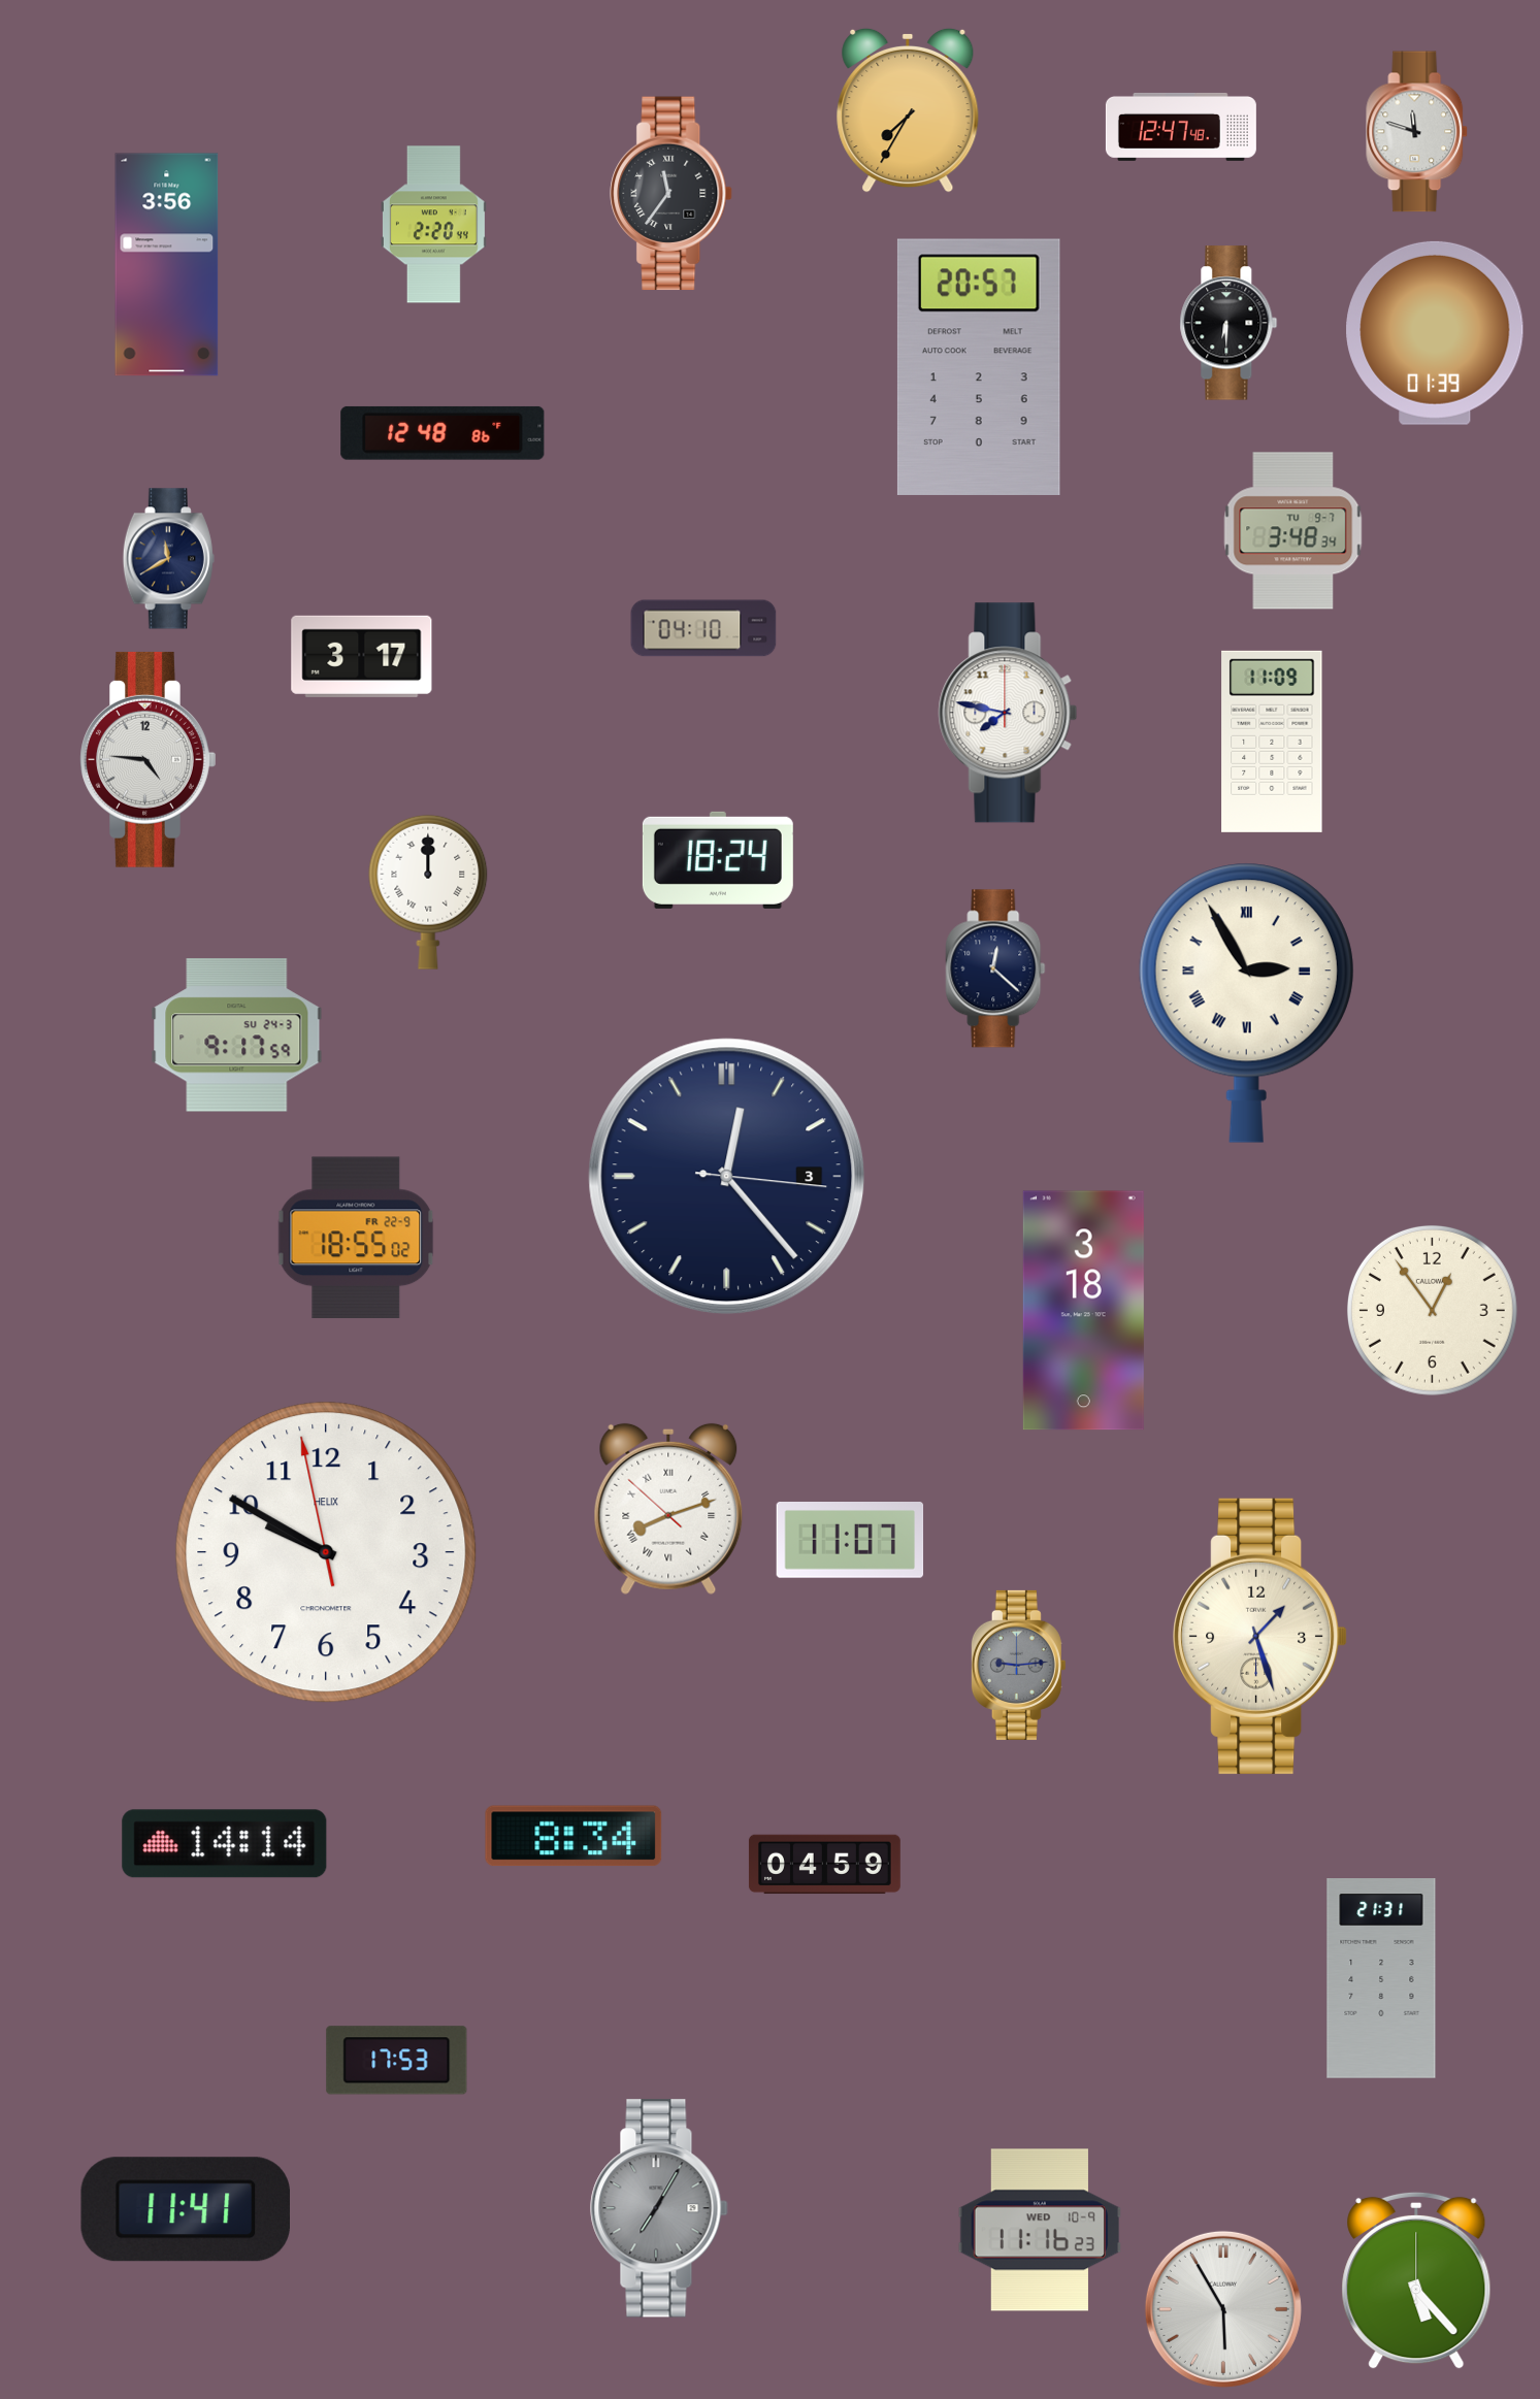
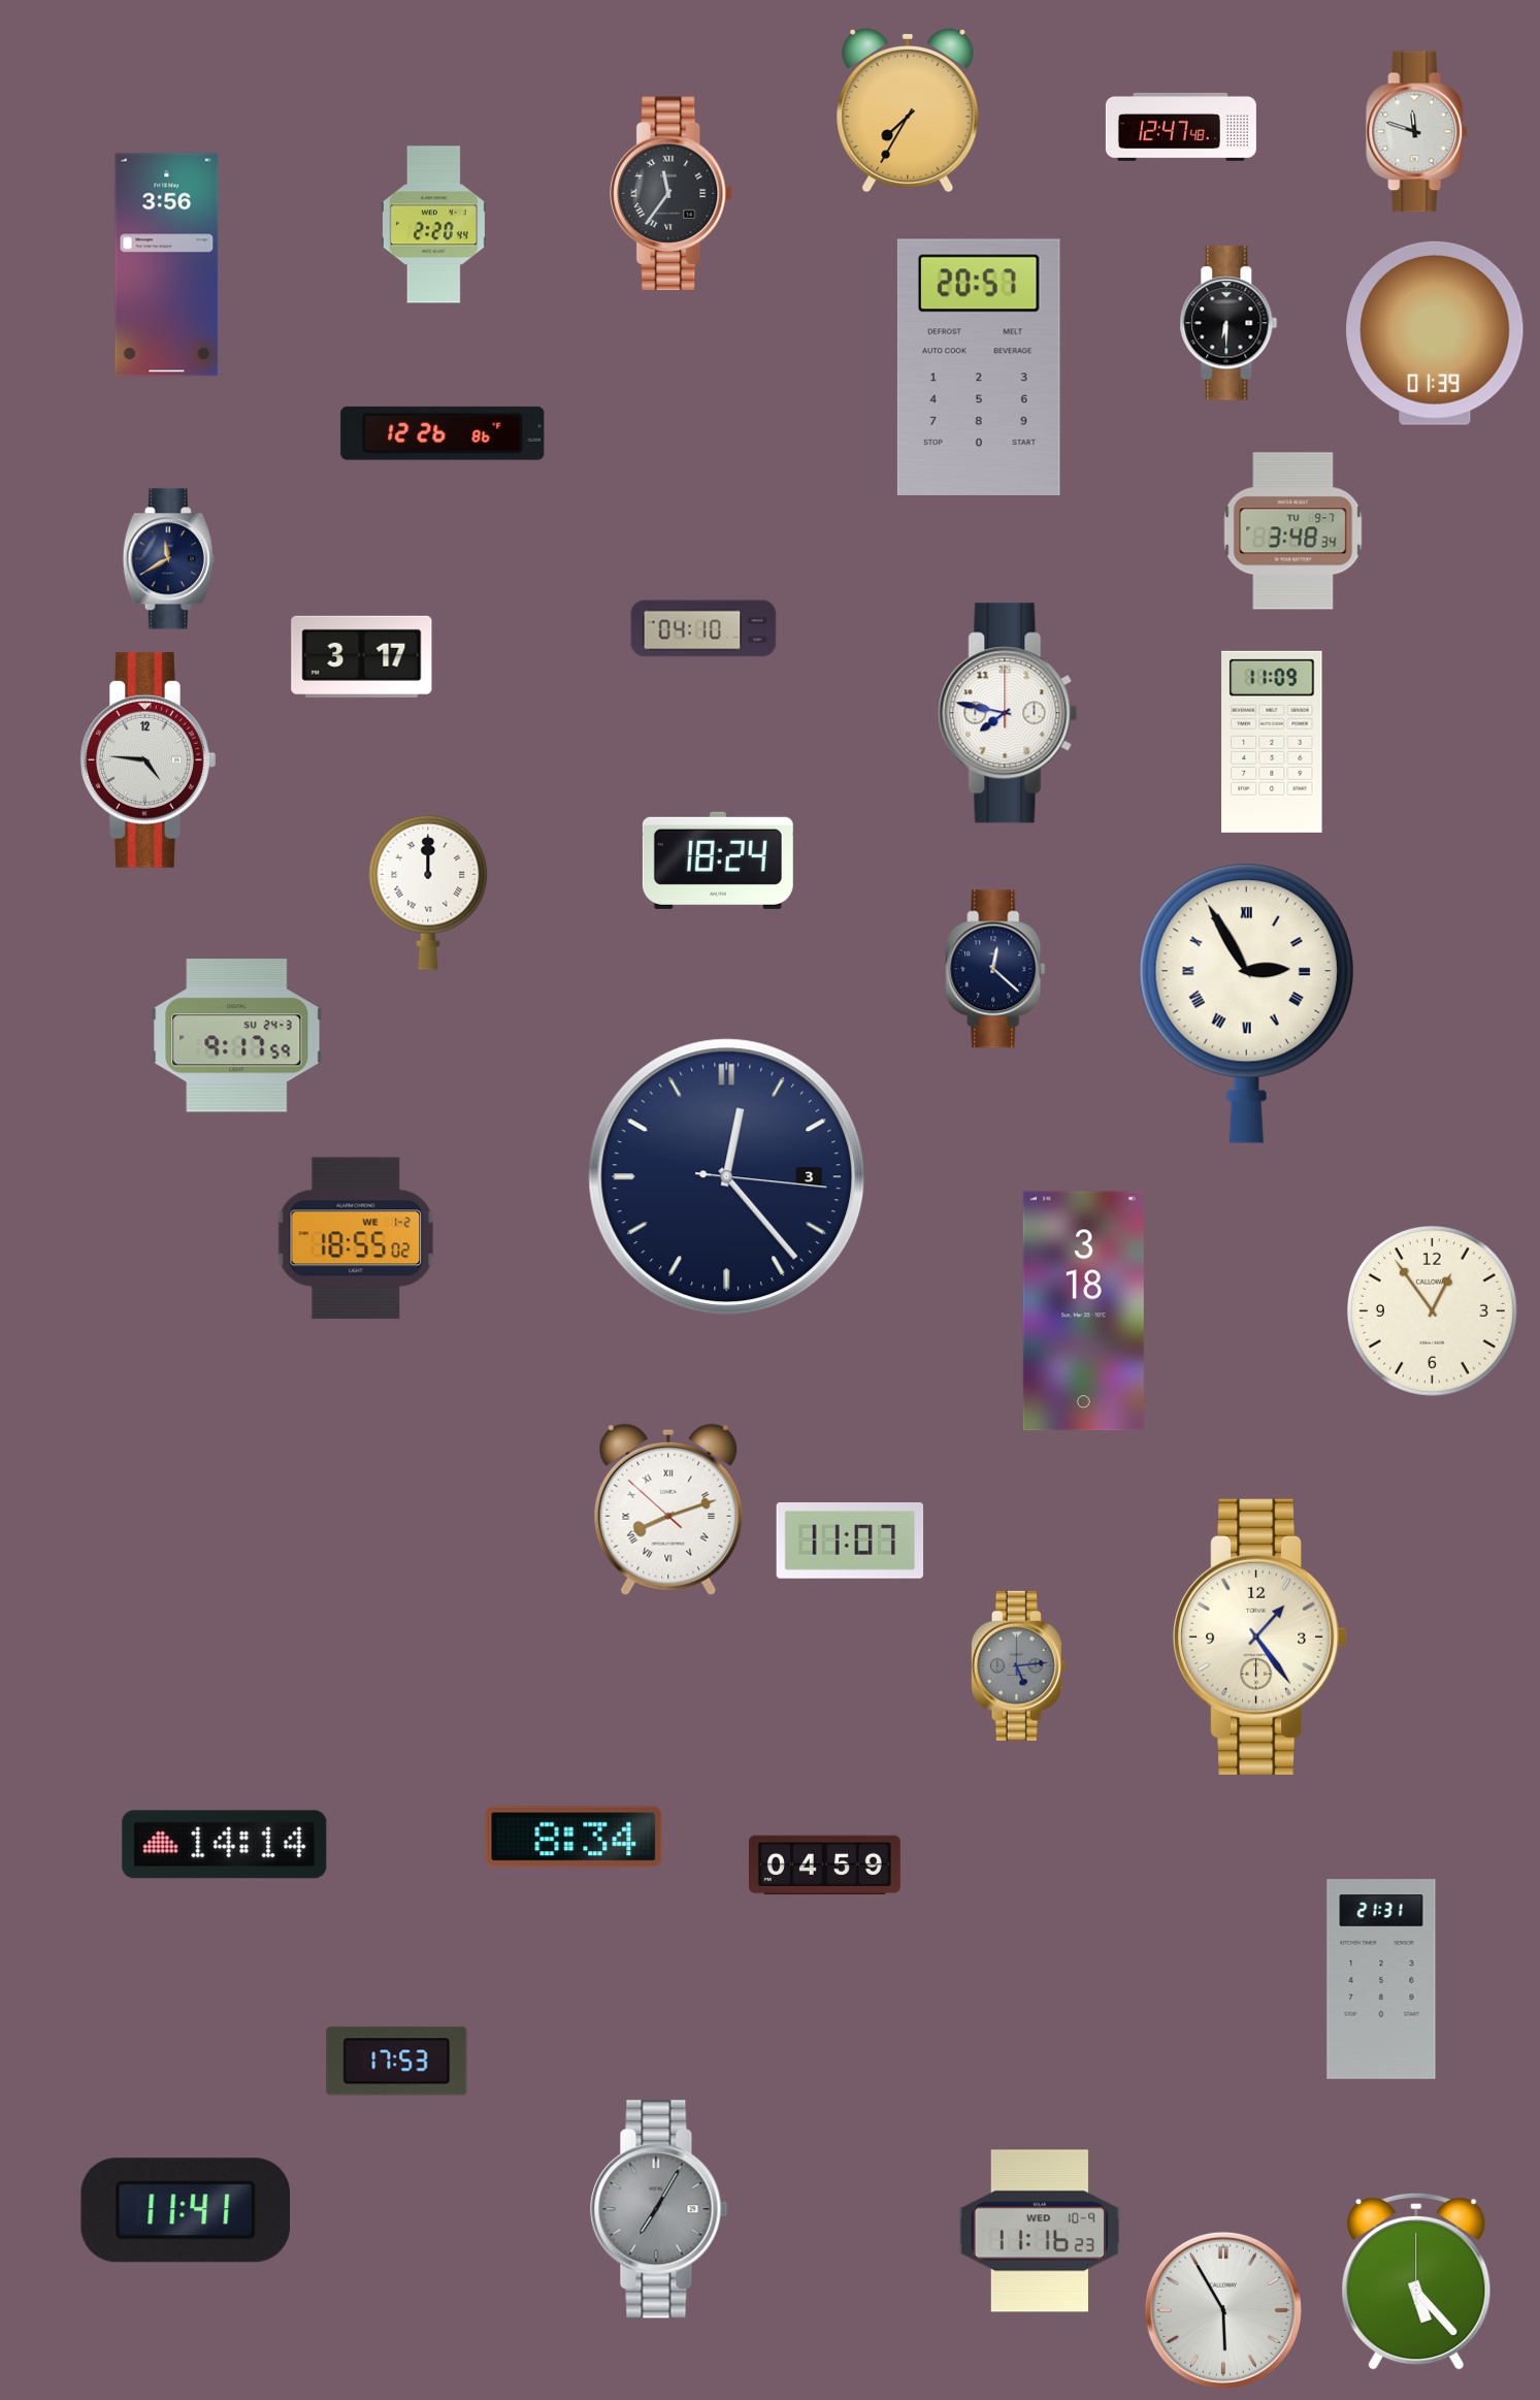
clock at (443, 433): 12:48 -> 12:26
clock at (356, 1238) date: FR 22-9 -> WE 1-2
clock at (326, 1552): 9:49 -> none
clock at (1260, 1636): 1:27 -> 1:24
clock at (1018, 1665): 9:14 -> 5:14
